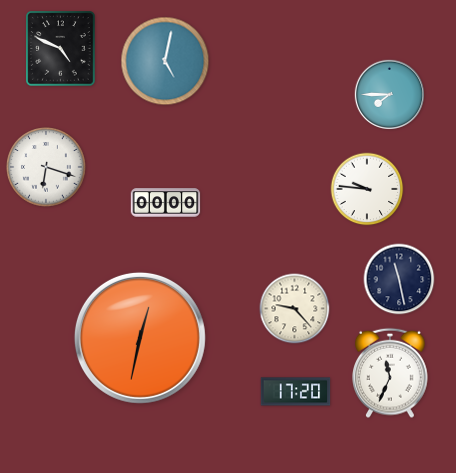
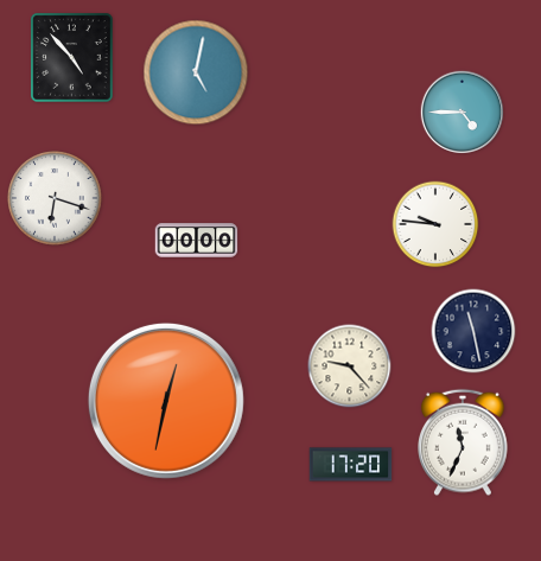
clock at (61, 49): 4:49 -> 4:53
clock at (390, 95): 7:45 -> 4:45
